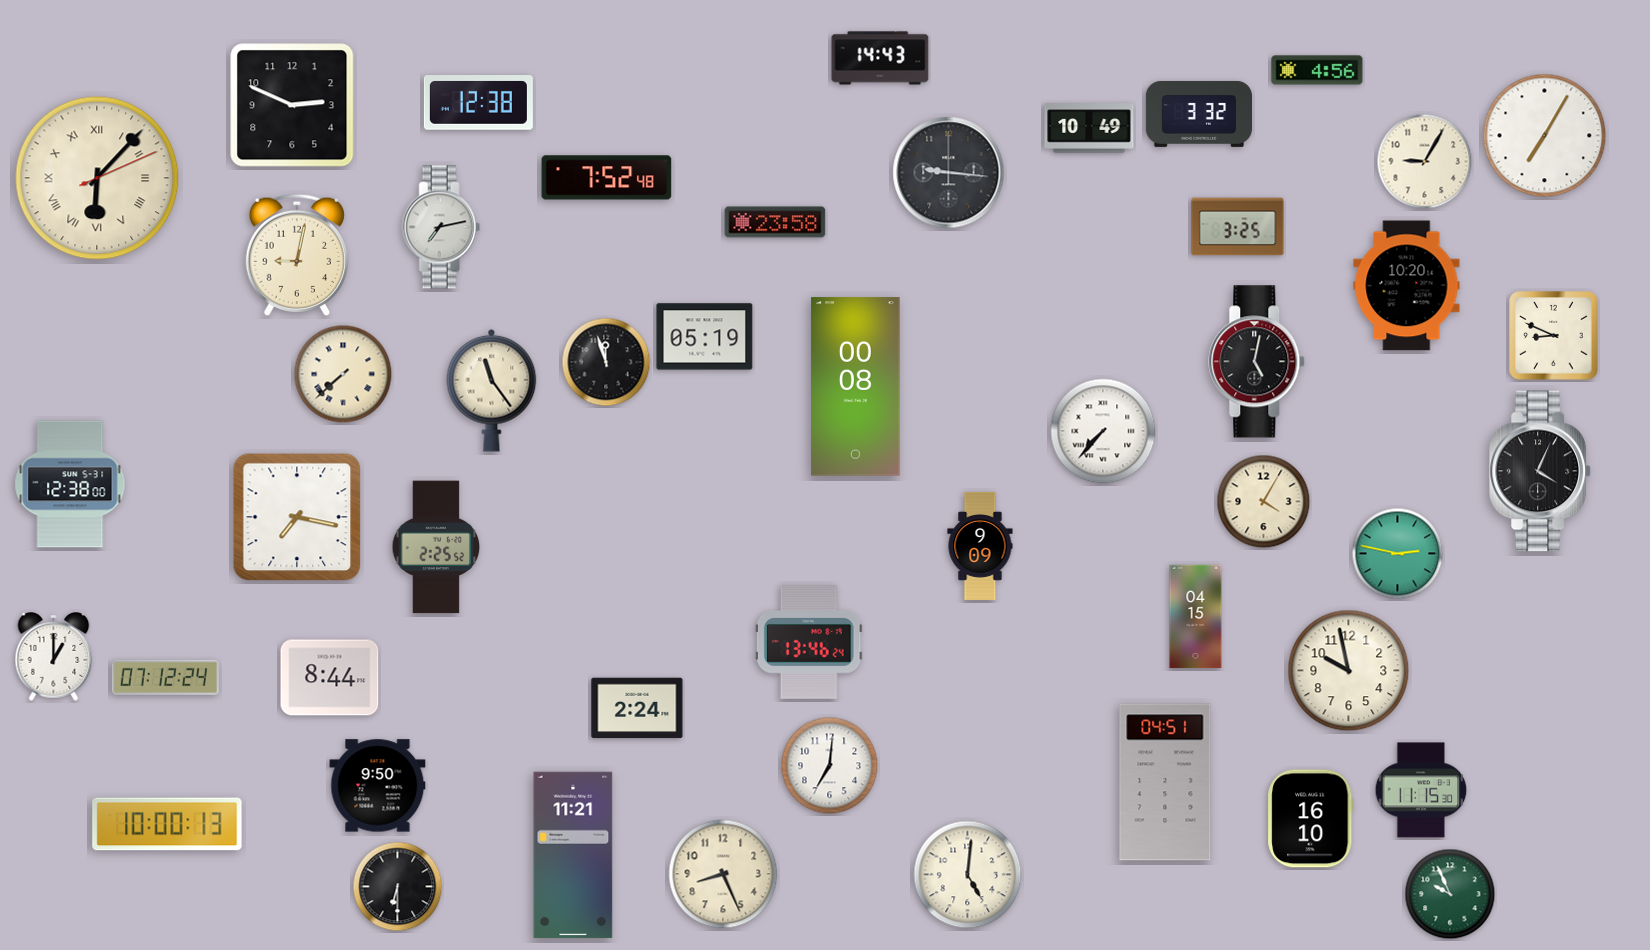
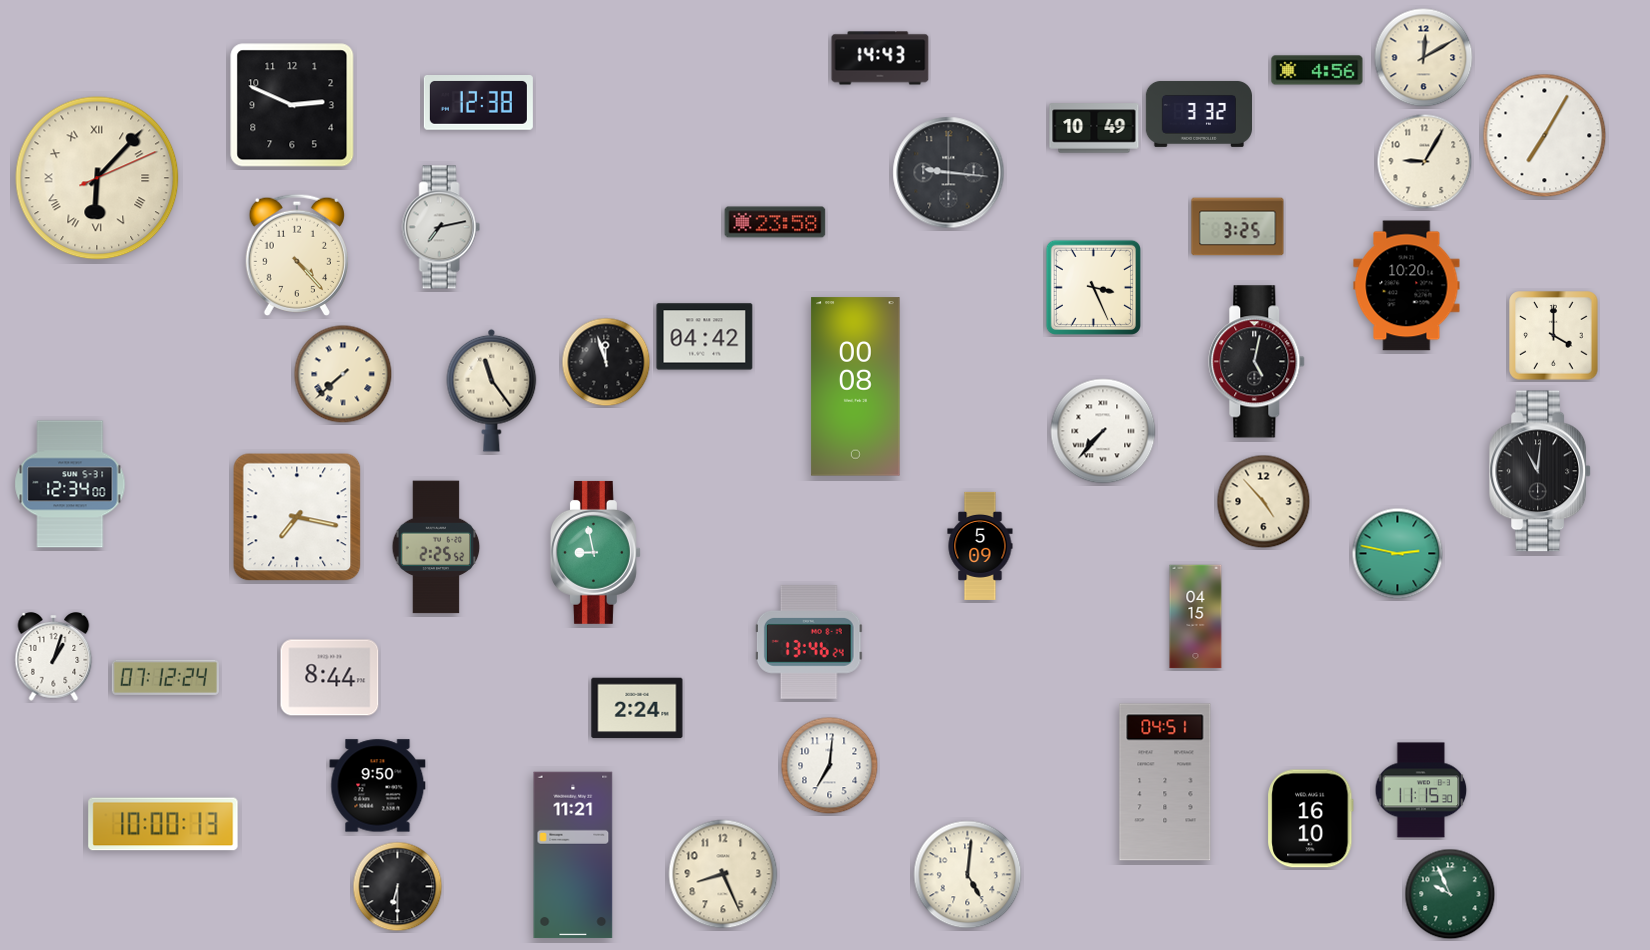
clock at (1424, 58): none -> 12:10
clock at (1089, 128) position: (1089, 128) -> (1094, 128)
clock at (607, 178): 7:52 -> none
clock at (297, 254): 9:02 -> 4:23
clock at (1093, 287): none -> 3:26
clock at (1554, 336): 8:49 -> 4:00
clock at (705, 337): 05:19 -> 04:42
clock at (1541, 471): 4:04 -> 11:01
clock at (70, 484): 12:38 -> 12:34
clock at (1264, 502): 4:05 -> 4:53
clock at (980, 546): 9:09 -> 5:09
clock at (595, 552): none -> 8:58
clock at (54, 657): 1:00 -> 1:03
clock at (1349, 671): 9:58 -> none
clock at (167, 824) position: (167, 824) -> (163, 824)
